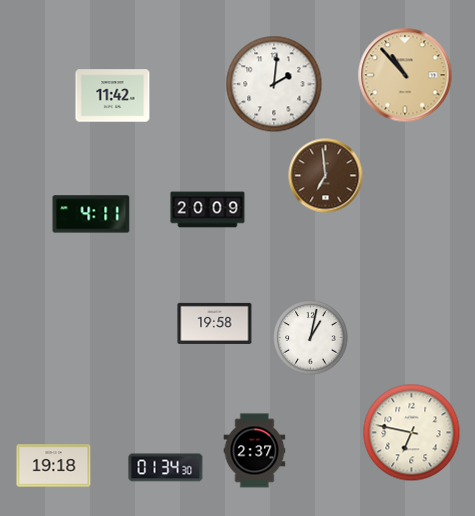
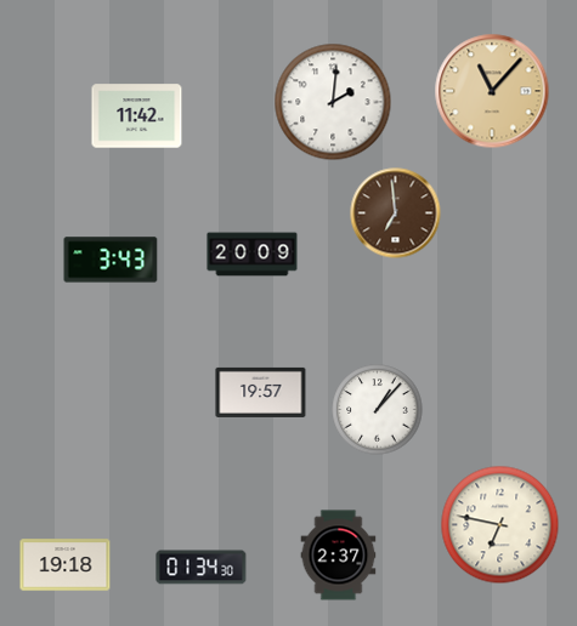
clock at (405, 75): 10:53 -> 11:07
clock at (91, 214): 4:11 -> 3:43
clock at (215, 323): 19:58 -> 19:57
clock at (311, 338): 1:02 -> 1:07
clock at (255, 451) position: (255, 451) -> (339, 556)
